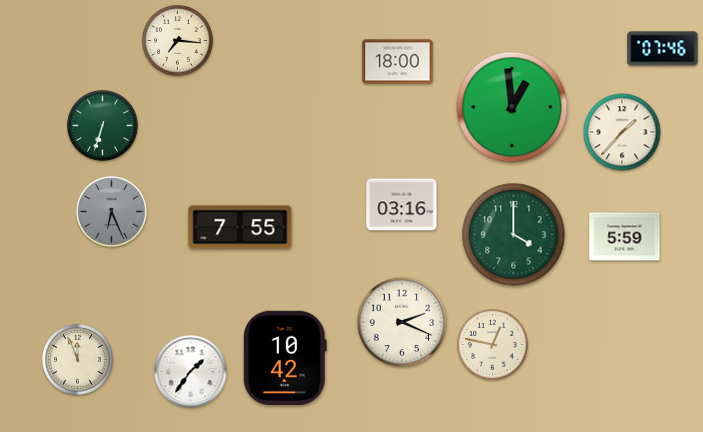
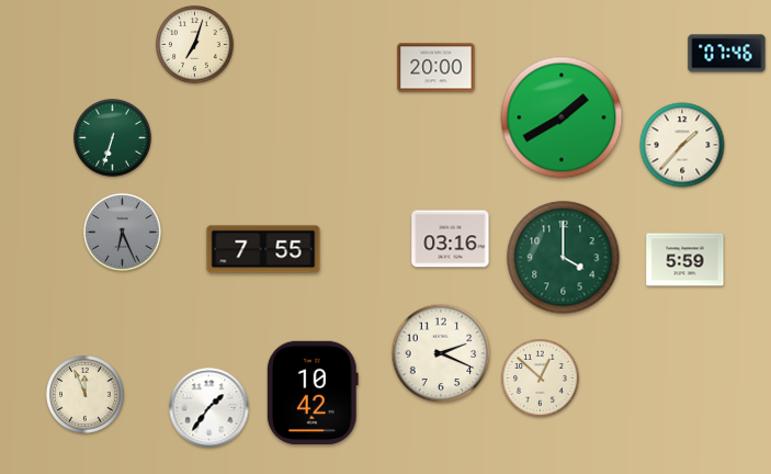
clock at (178, 41): 7:16 -> 7:03
clock at (398, 62): 18:00 -> 20:00
clock at (512, 107): 12:59 -> 1:40
clock at (402, 205) position: (402, 205) -> (451, 239)
clock at (493, 345): 12:47 -> 12:52
